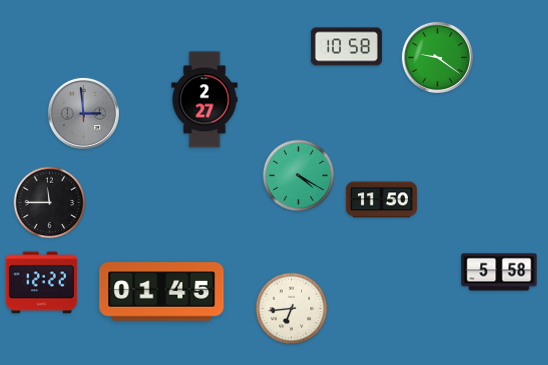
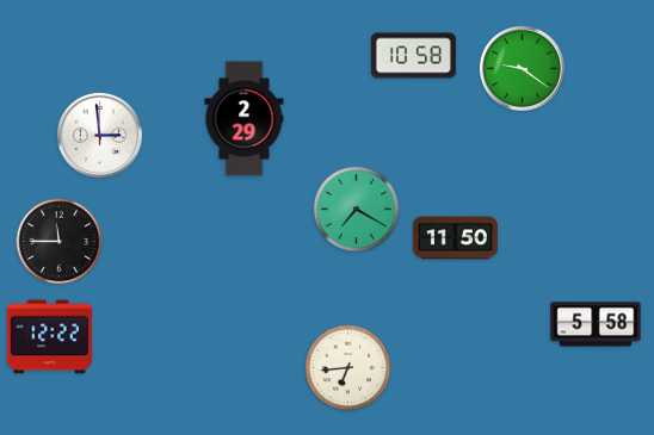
clock at (205, 100): 2:27 -> 2:29
clock at (83, 113) dial: grey -> white
clock at (299, 176): 4:20 -> 7:20
clock at (162, 292): 01:45 -> none
